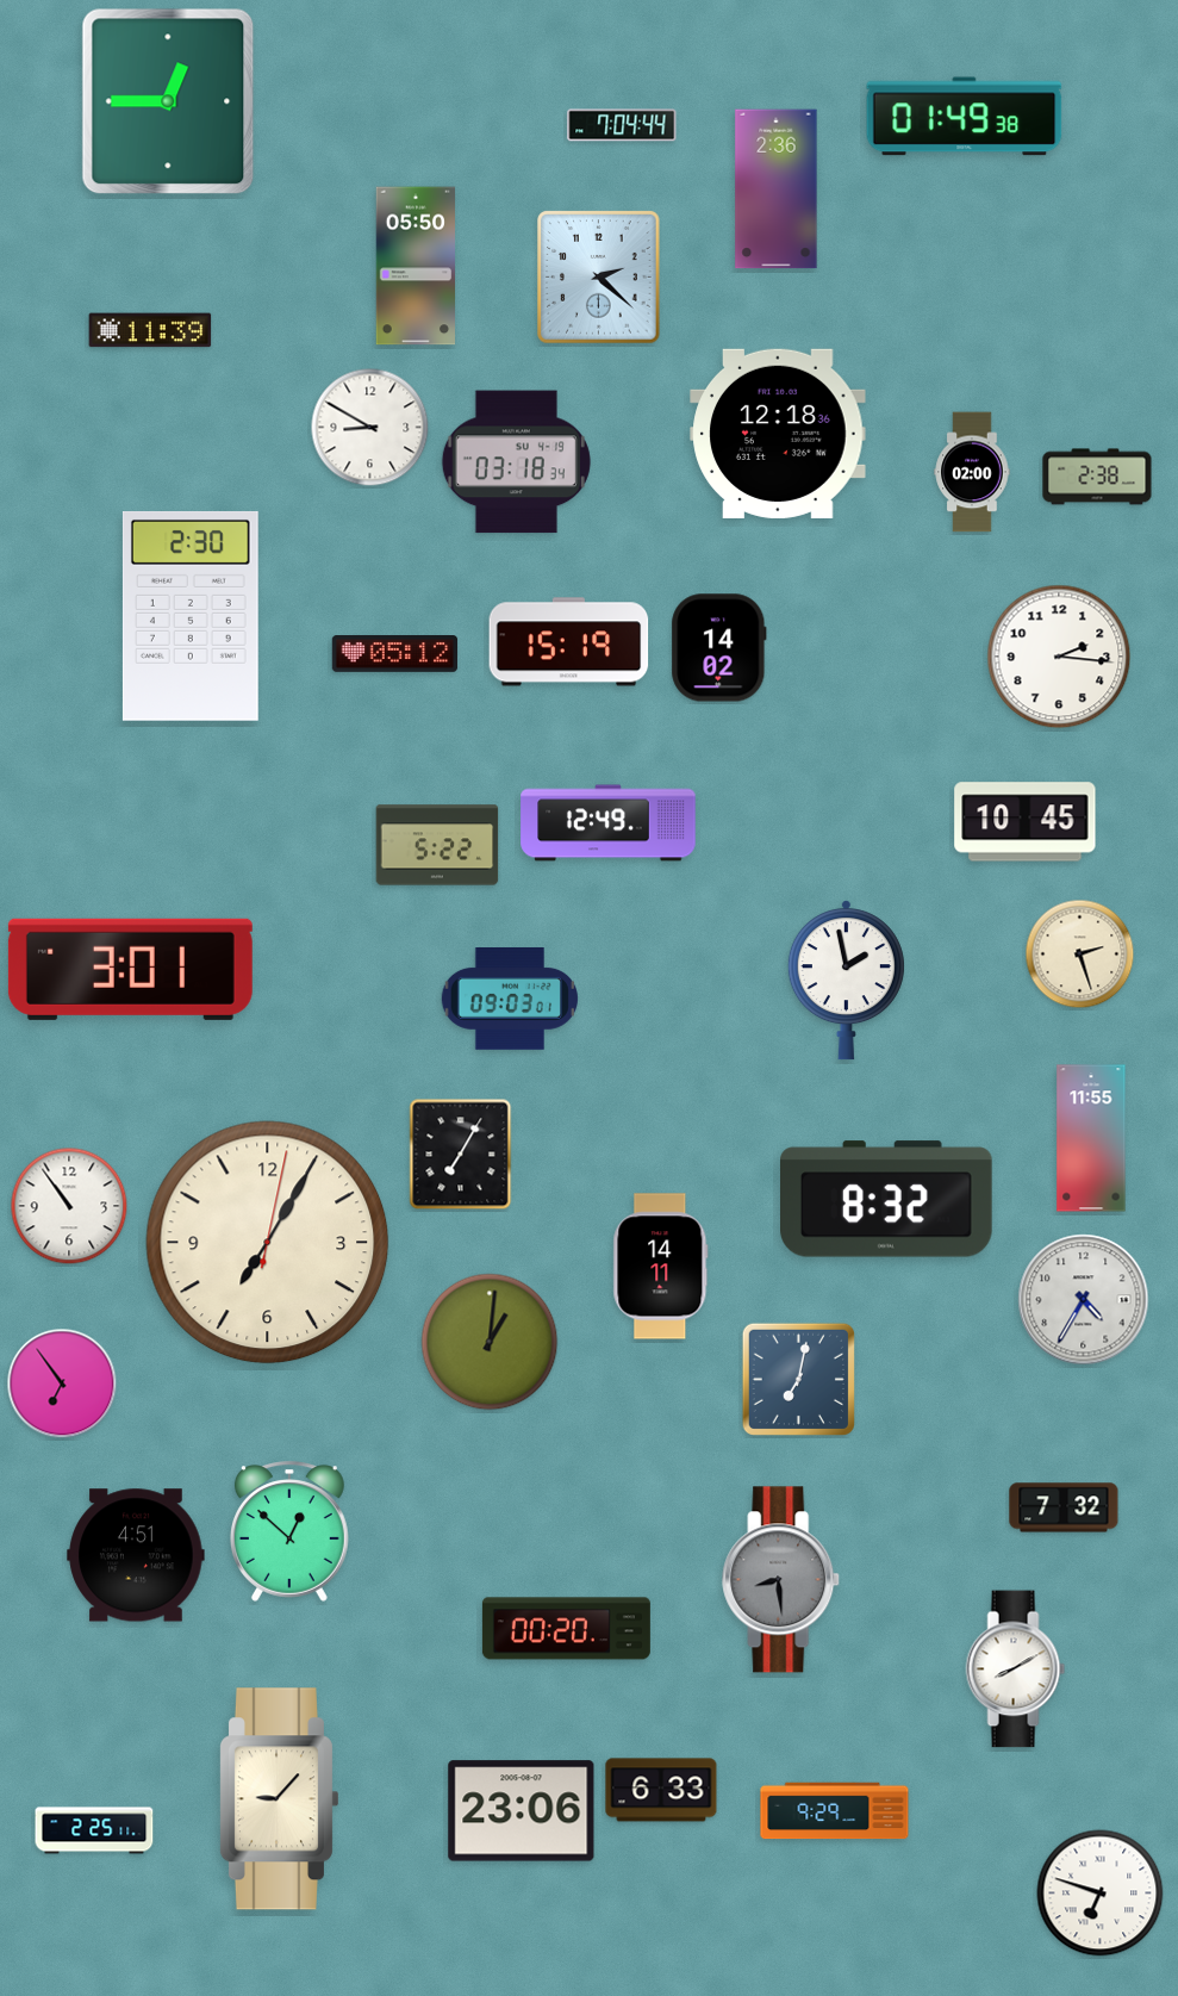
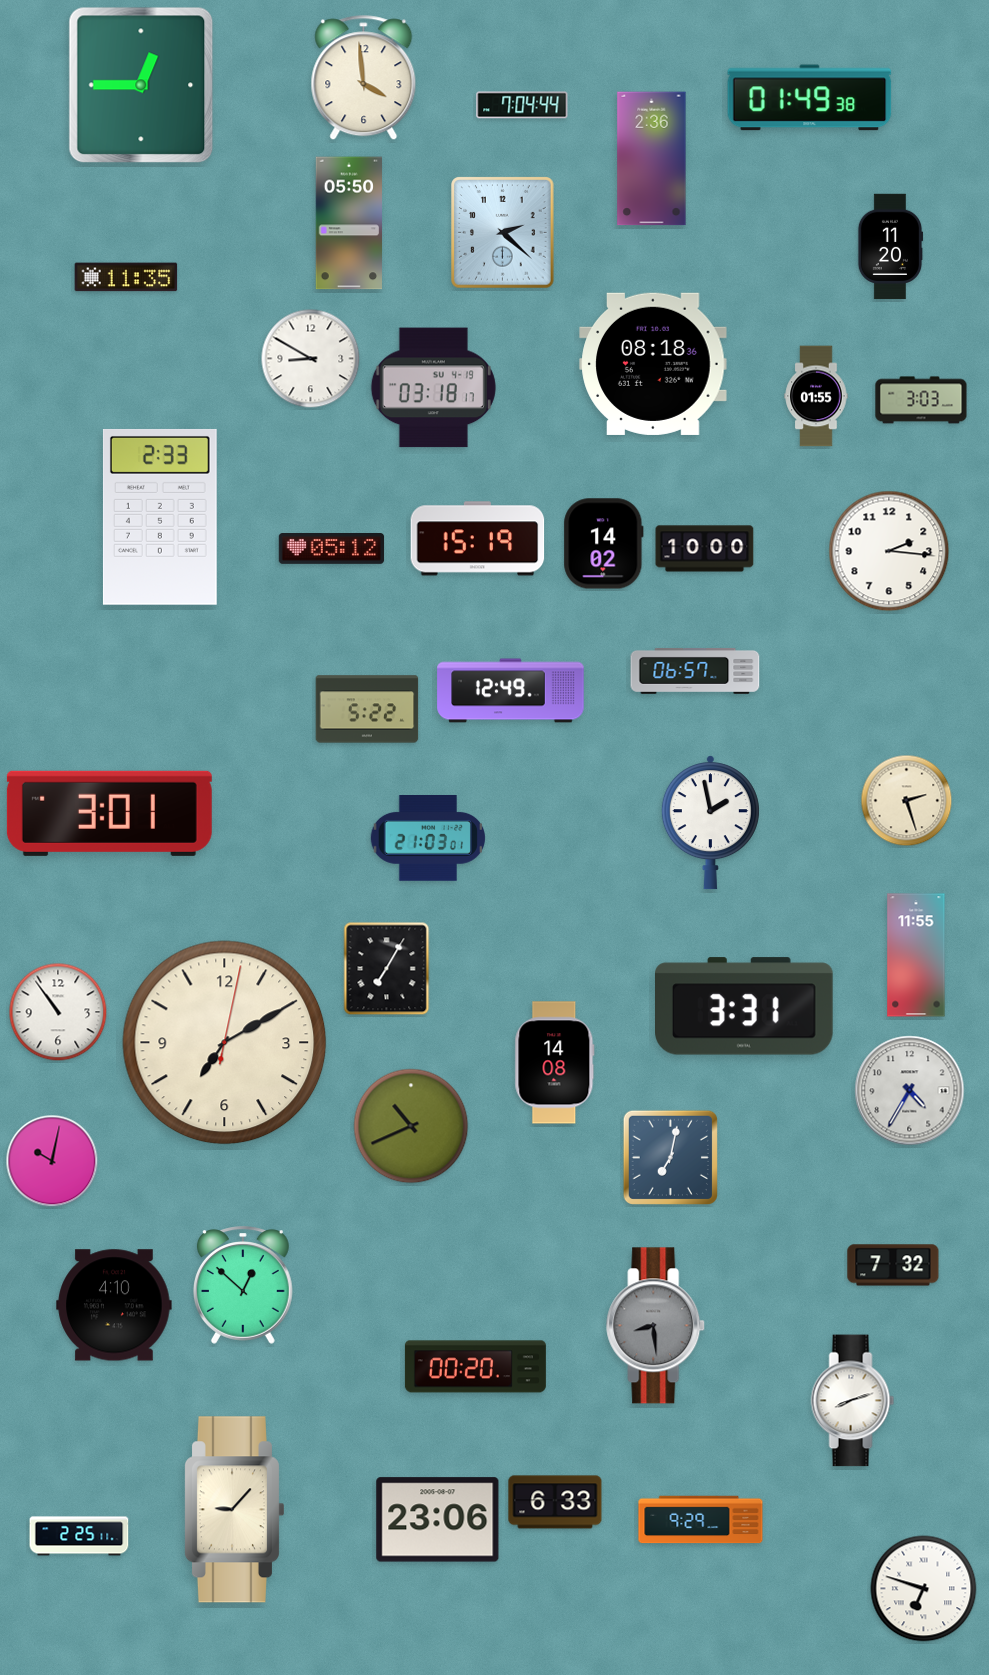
clock at (364, 78): none -> 3:59
clock at (890, 247): none -> 11:20
clock at (150, 330): 11:39 -> 11:35
clock at (778, 434): 12:18 -> 08:18
clock at (516, 462): 03:18:34 -> 03:18:17
clock at (972, 472): 02:00 -> 01:55
clock at (1097, 477): 2:38 -> 3:03
clock at (191, 616): 2:30 -> 2:33
clock at (705, 549): none -> 10:00
clock at (695, 671): none -> 06:57
clock at (1026, 822): 10:45 -> none
clock at (509, 1000): 09:03 -> 21:03
clock at (887, 1199): 8:32 -> 3:31
clock at (268, 1243): 7:05 -> 7:10
clock at (661, 1267): 14:11 -> 14:08
clock at (490, 1342): 1:01 -> 10:41
clock at (62, 1383): 6:54 -> 10:02
clock at (136, 1555): 4:51 -> 4:10
clock at (1016, 1669): 8:10 -> 8:12
